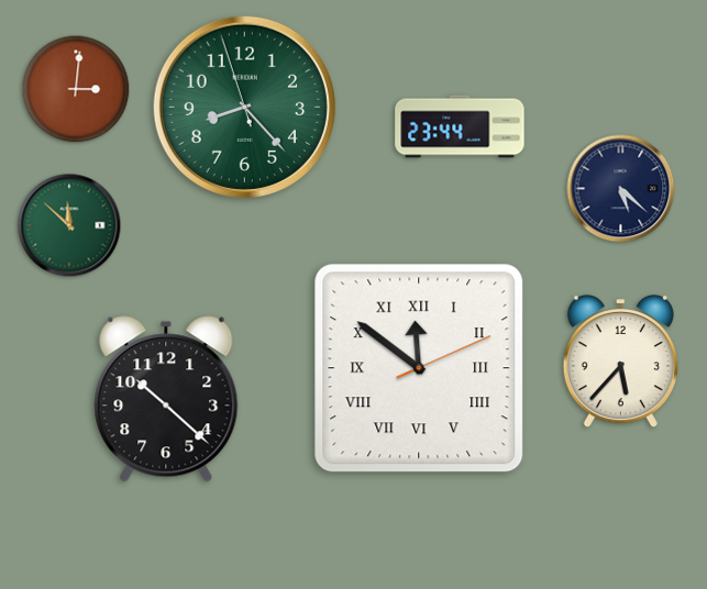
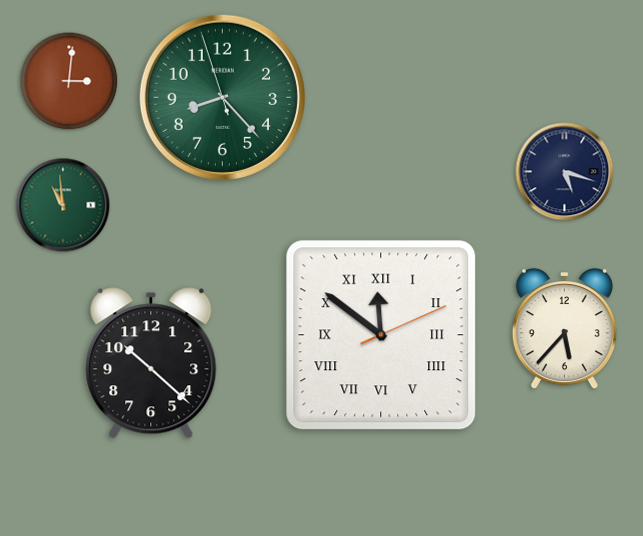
clock at (460, 126): 23:44 -> none
clock at (621, 189): 5:22 -> 5:18
clock at (69, 225): 11:52 -> 10:59
